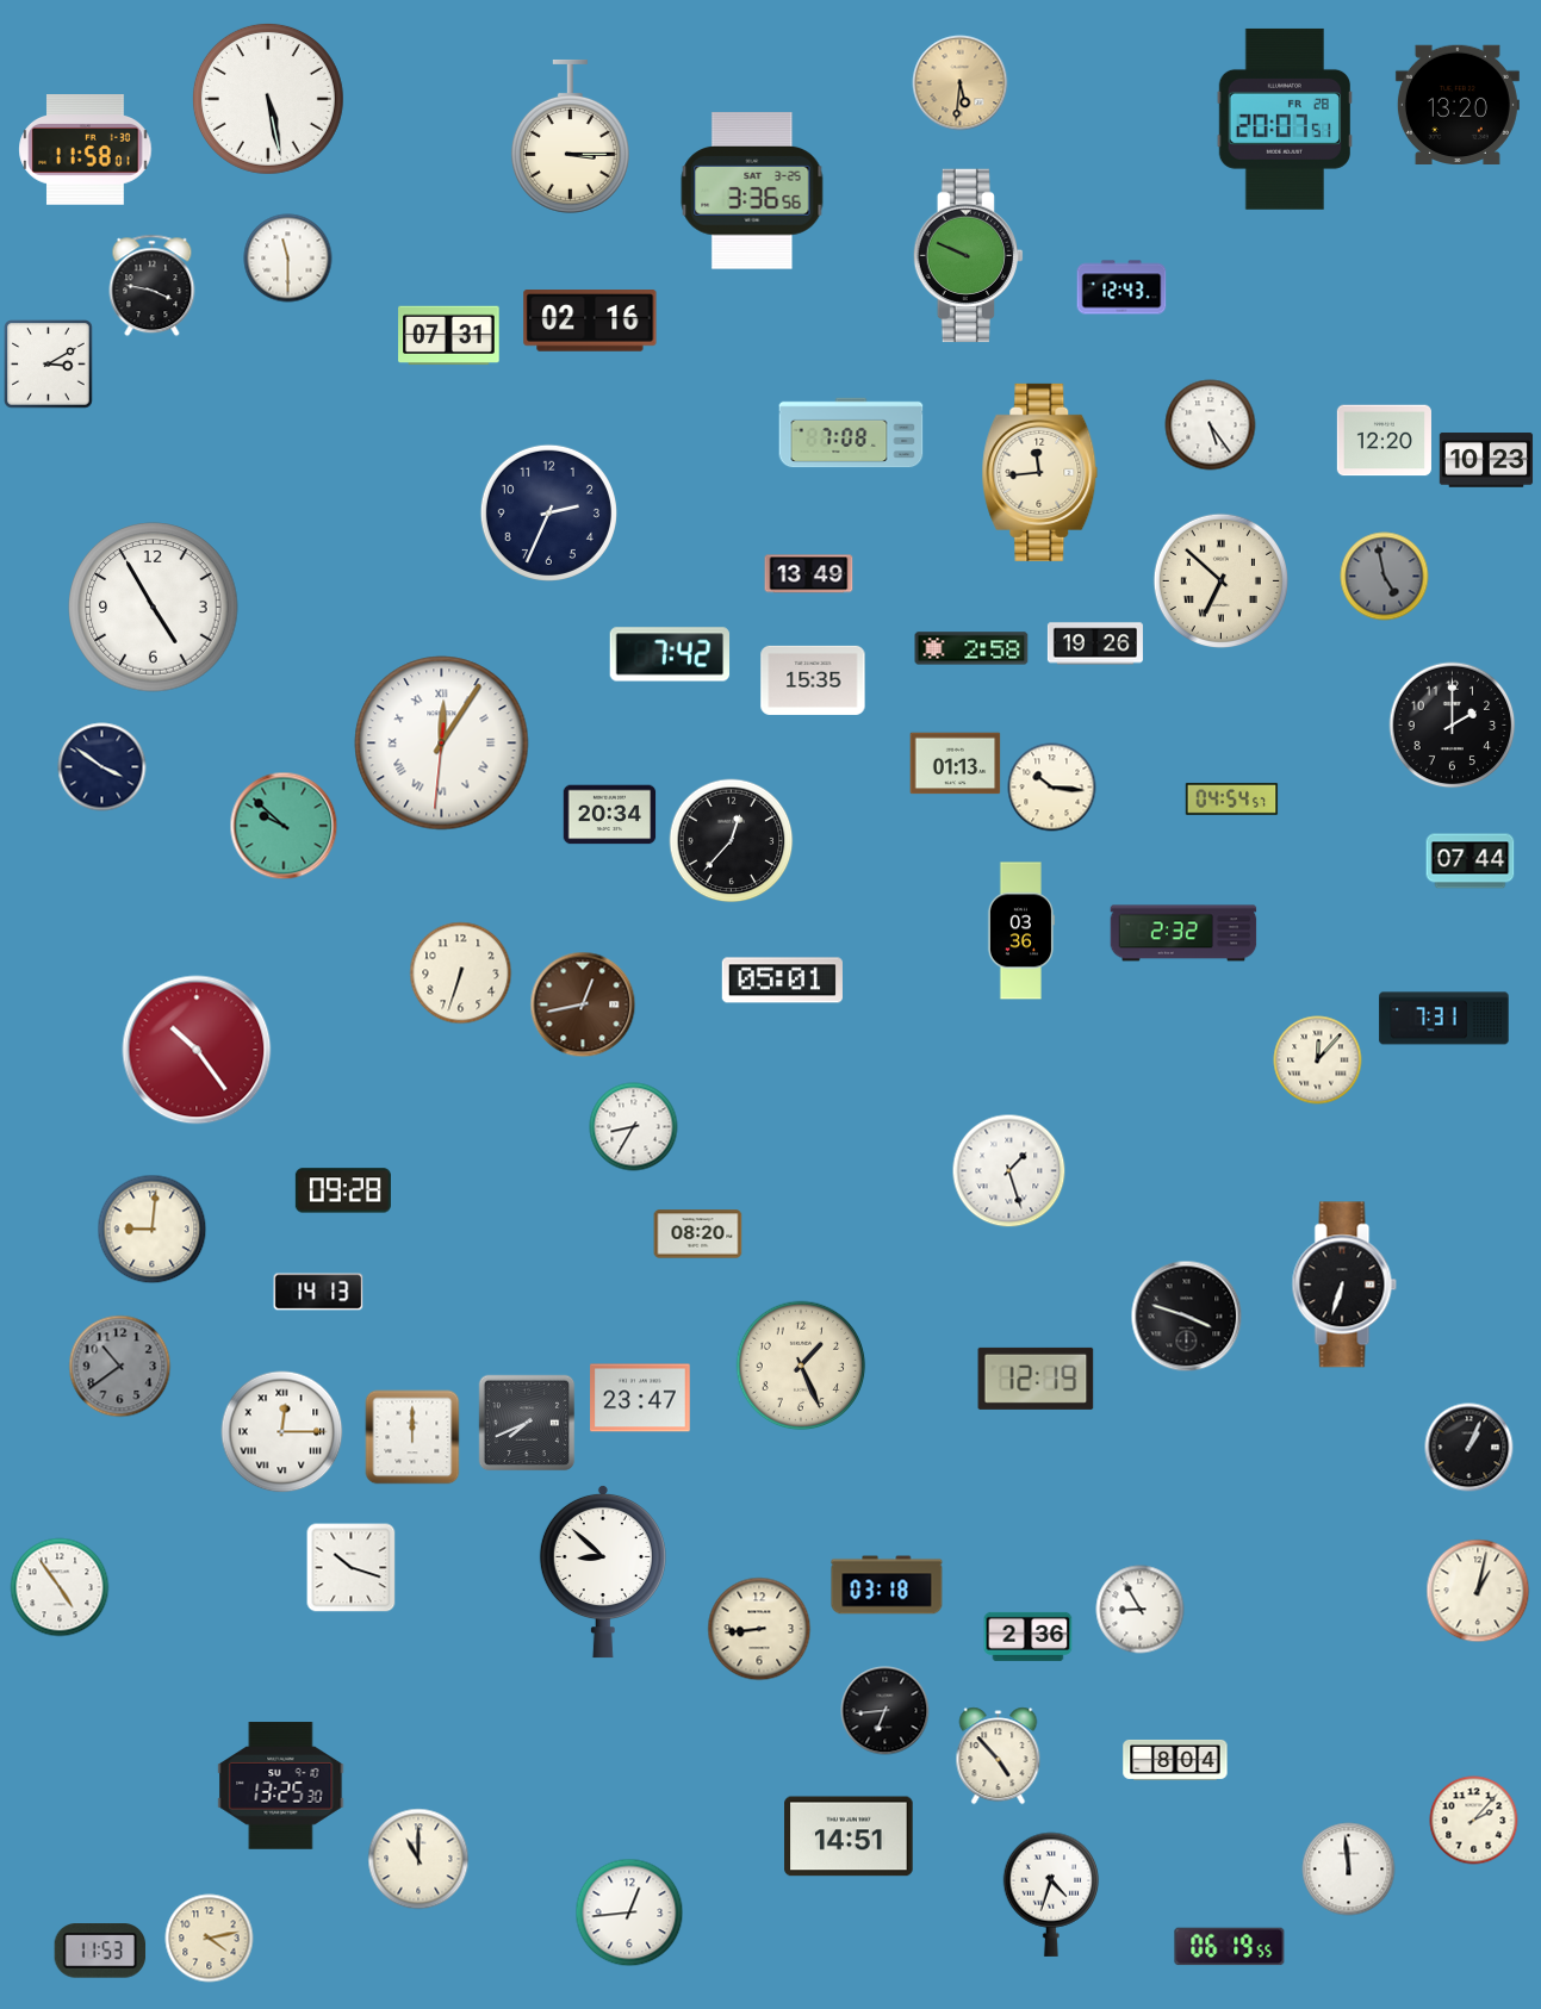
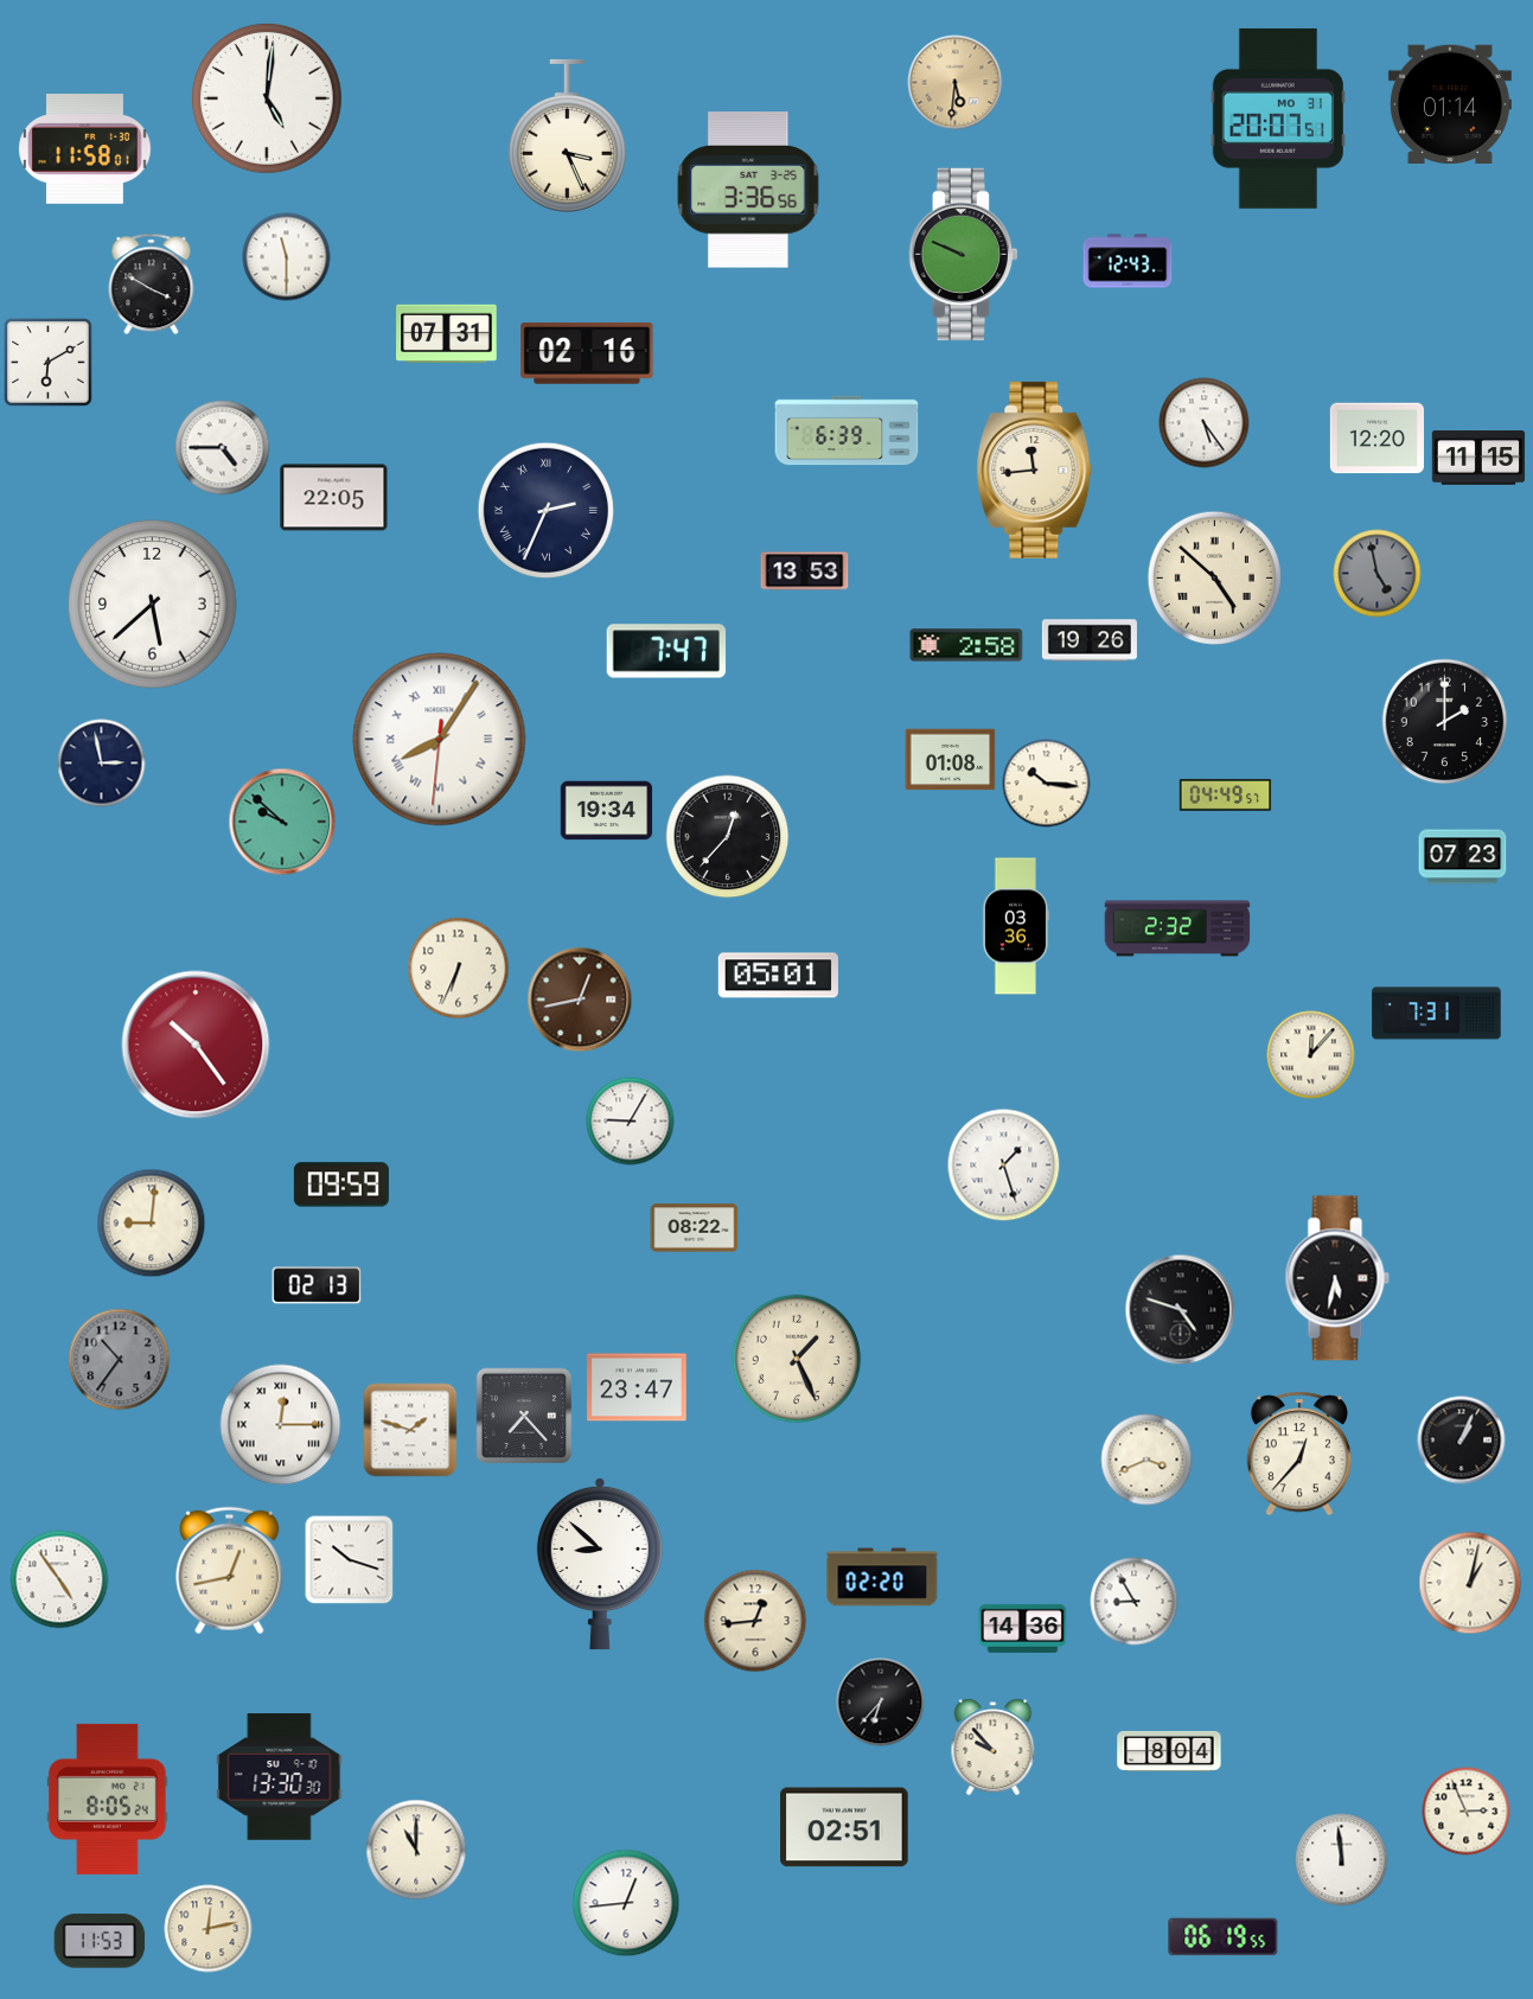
clock at (268, 99): 5:28 -> 5:01
clock at (1458, 104): 13:20 -> 01:14
clock at (1284, 119) date: FR 28 -> MO 31
clock at (570, 136): 3:15 -> 3:26
clock at (153, 286): 3:47 -> 3:50
clock at (1121, 287) position: (1121, 287) -> (1128, 261)
clock at (590, 321) position: (590, 321) -> (587, 353)
clock at (49, 365): 3:10 -> 6:10
clock at (851, 433): 7:08 -> 6:39
clock at (223, 448): none -> 4:45
clock at (1486, 460): 10:23 -> 11:15
clock at (334, 498): none -> 22:05
clock at (548, 512) numerals: Arabic -> Roman
clock at (809, 574): 13:49 -> 13:53
clock at (1220, 580): 6:52 -> 4:52
clock at (154, 608): 4:55 -> 5:38
clock at (670, 654): 7:42 -> 7:47
clock at (813, 680): 15:35 -> none
clock at (442, 744): 12:05 -> 8:05
clock at (956, 764): 01:13 -> 01:08
clock at (102, 767): 3:51 -> 2:58
clock at (1232, 798): 04:54 -> 04:49
clock at (610, 815): 20:34 -> 19:34
clock at (1471, 862): 07:44 -> 07:23
clock at (461, 974): 6:33 -> 6:34
clock at (634, 1127): 8:35 -> 9:05
clock at (343, 1190): 09:28 -> 09:59
clock at (698, 1234): 08:20 -> 08:22
clock at (1344, 1285): 6:33 -> 5:32
clock at (318, 1292): 14:13 -> 02:13
clock at (1187, 1317): 3:48 -> 4:48
clock at (120, 1367): 10:39 -> 10:36
clock at (1036, 1379): 12:19 -> none
clock at (640, 1398) position: (640, 1398) -> (637, 1387)
clock at (527, 1423): 7:41 -> 7:23
clock at (412, 1437): 12:00 -> 1:48
clock at (1298, 1454): none -> 12:37
clock at (1146, 1460): none -> 3:41
clock at (230, 1571): none -> 12:43
clock at (887, 1585): 03:18 -> 02:20
clock at (759, 1629): 8:44 -> 12:44
clock at (1029, 1636): 2:36 -> 14:36
clock at (886, 1711): 6:44 -> 6:37
clock at (999, 1756): 4:53 -> 9:53
clock at (281, 1786): 13:25 -> 13:30
clock at (108, 1799): none -> 8:05
clock at (1474, 1821): 2:07 -> 2:56
clock at (849, 1836): 14:51 -> 02:51
clock at (1051, 1895): 4:33 -> none
clock at (210, 1939): 4:13 -> 12:13
